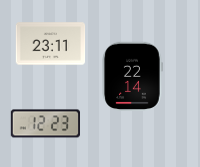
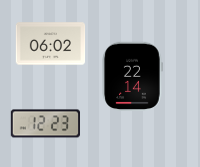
clock at (51, 44): 23:11 -> 06:02
